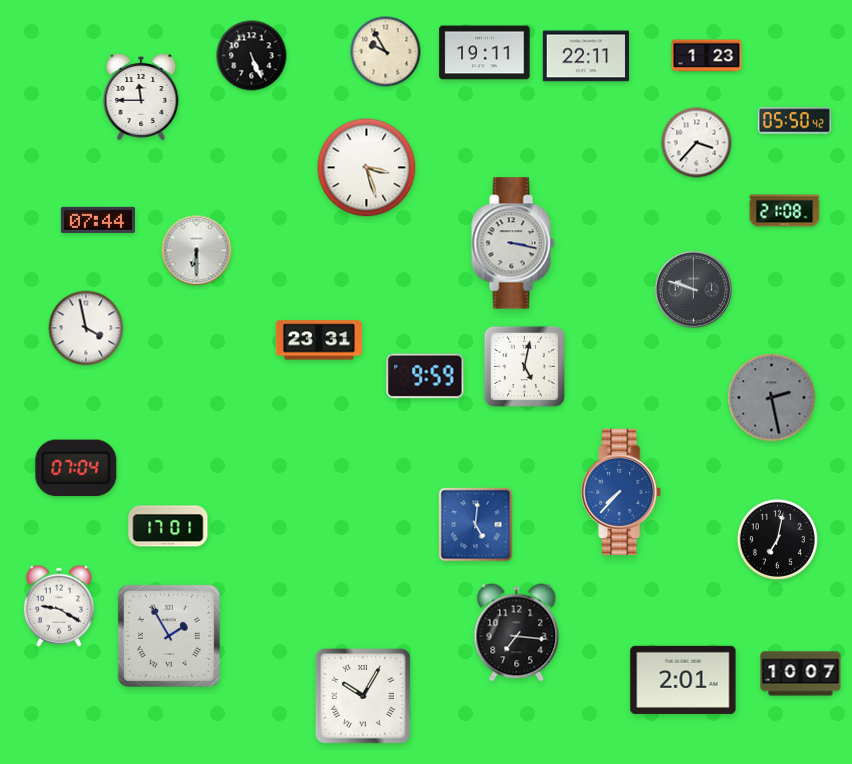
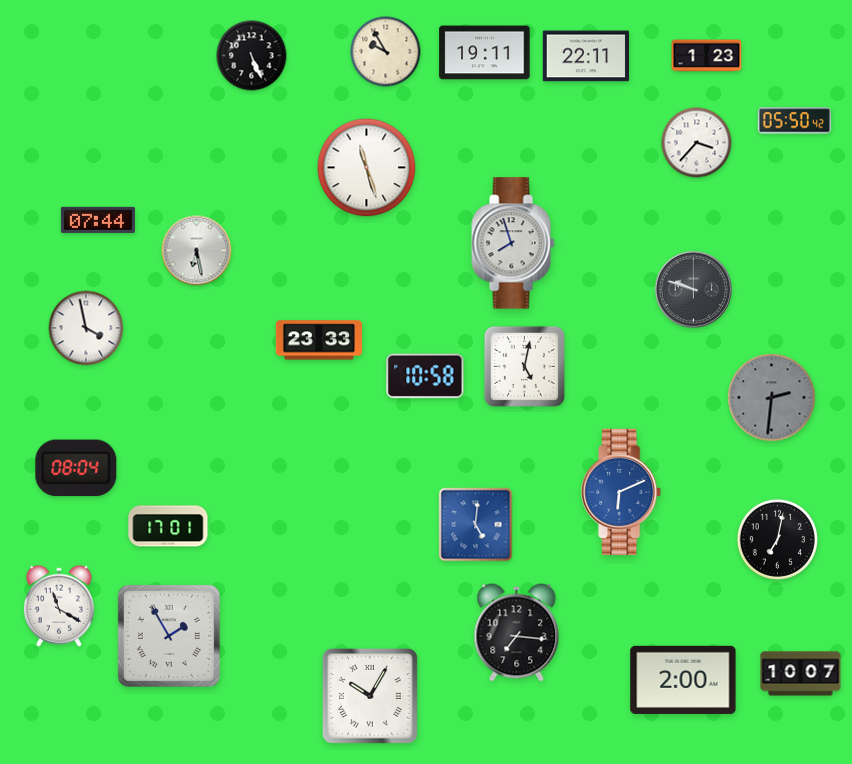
clock at (141, 97): 11:45 -> none
clock at (367, 168): 3:27 -> 11:27
clock at (785, 211): 21:08 -> none
clock at (513, 243): 3:17 -> 7:57
clock at (197, 251): 6:30 -> 6:28
clock at (318, 340): 23:31 -> 23:33
clock at (425, 376): 9:59 -> 10:58
clock at (772, 398): 2:28 -> 2:31
clock at (76, 468): 07:04 -> 08:04
clock at (622, 491): 7:37 -> 6:11
clock at (59, 606): 9:20 -> 11:20
clock at (683, 680): 2:01 -> 2:00
clock at (363, 696) position: (363, 696) -> (370, 696)
